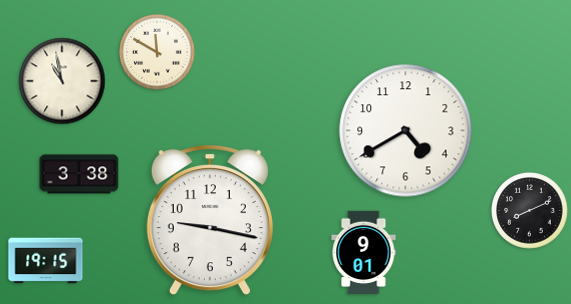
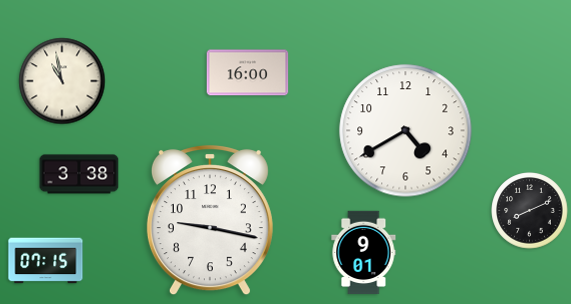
clock at (157, 52): 11:50 -> none
clock at (248, 73): none -> 16:00
clock at (46, 261): 19:15 -> 07:15
